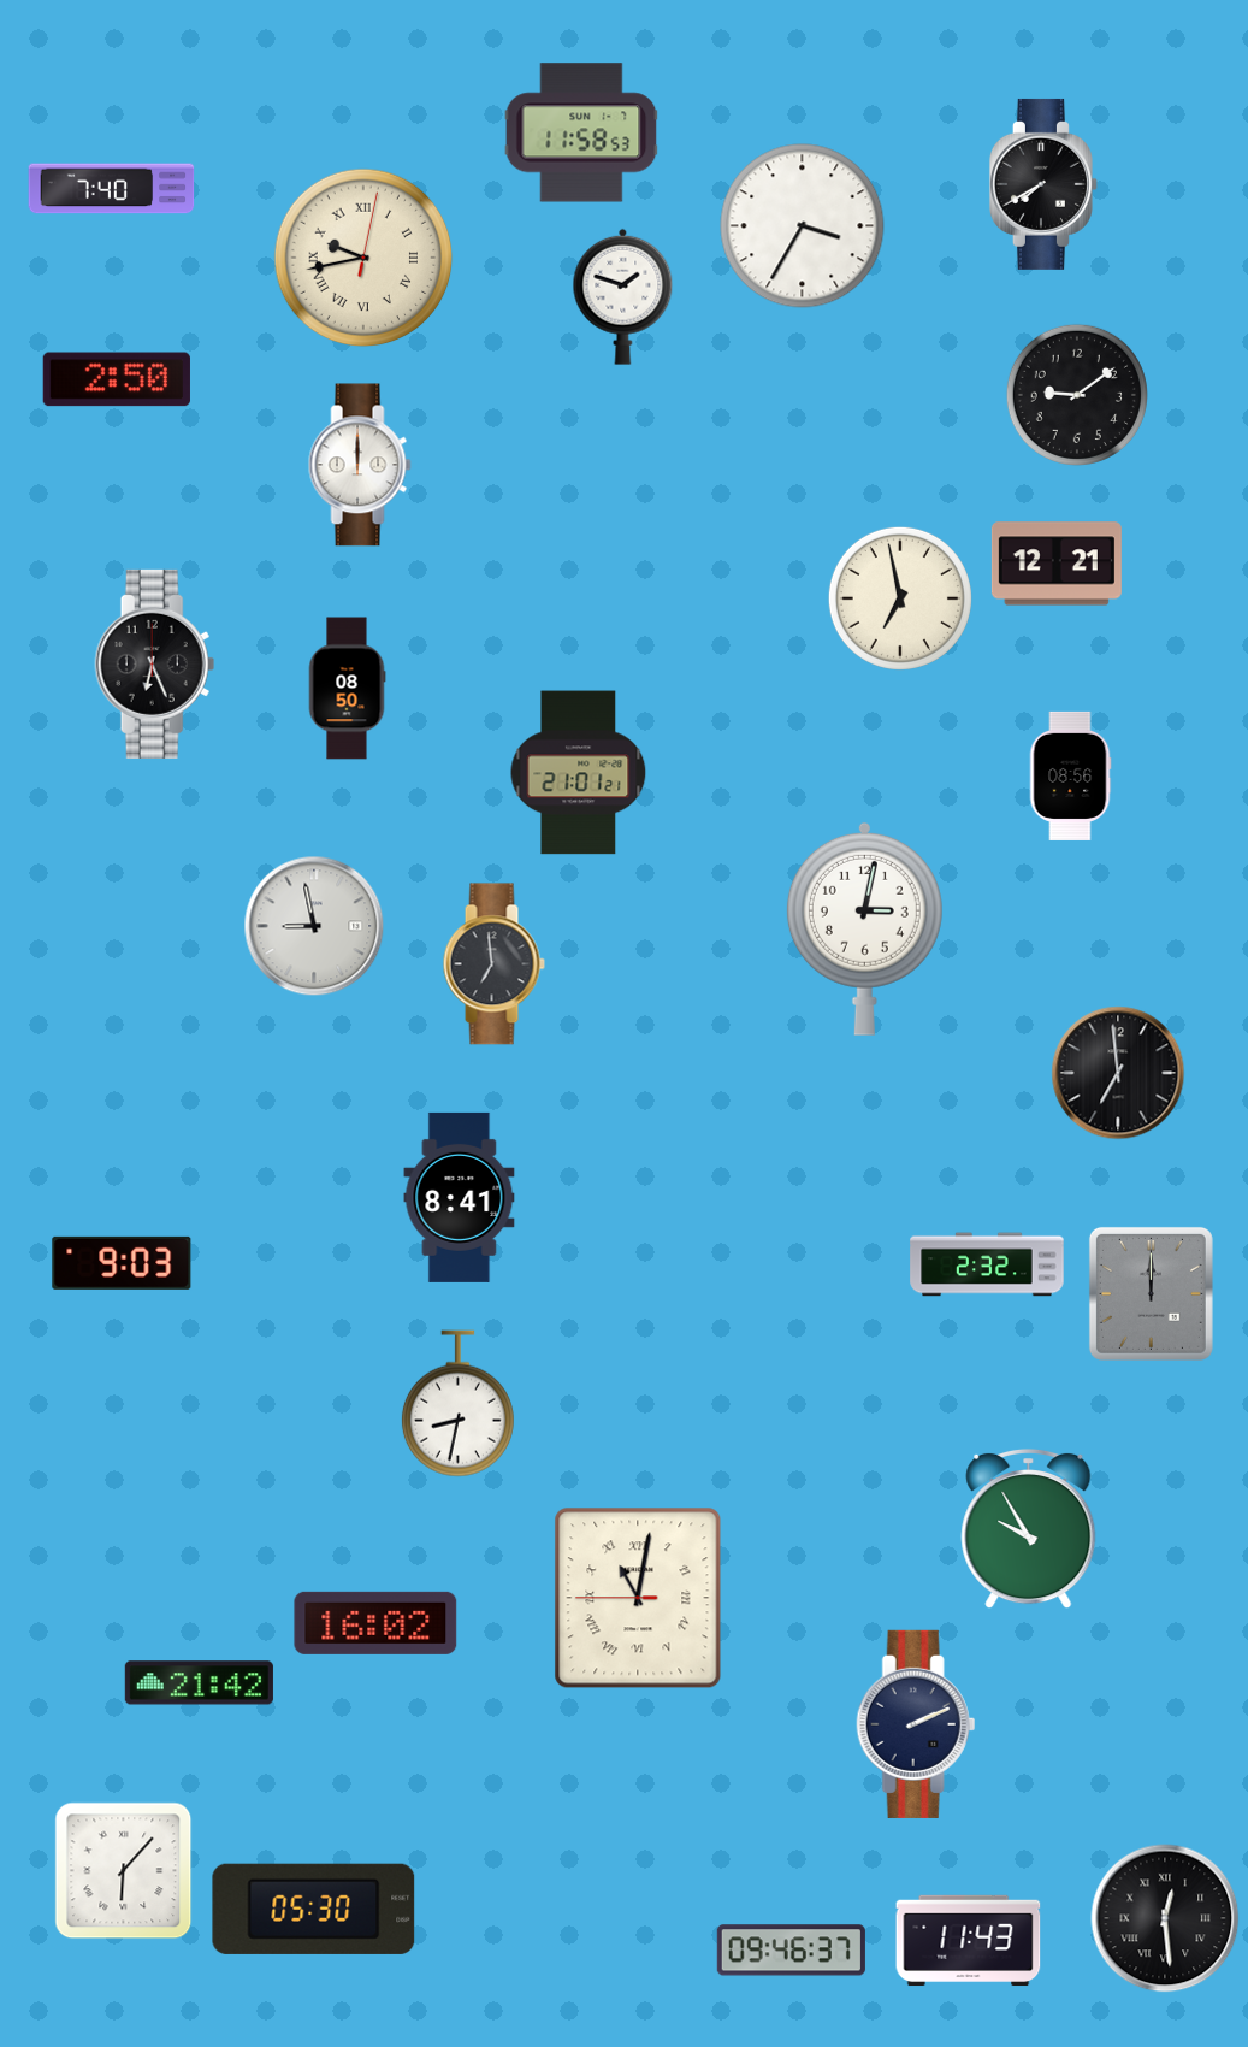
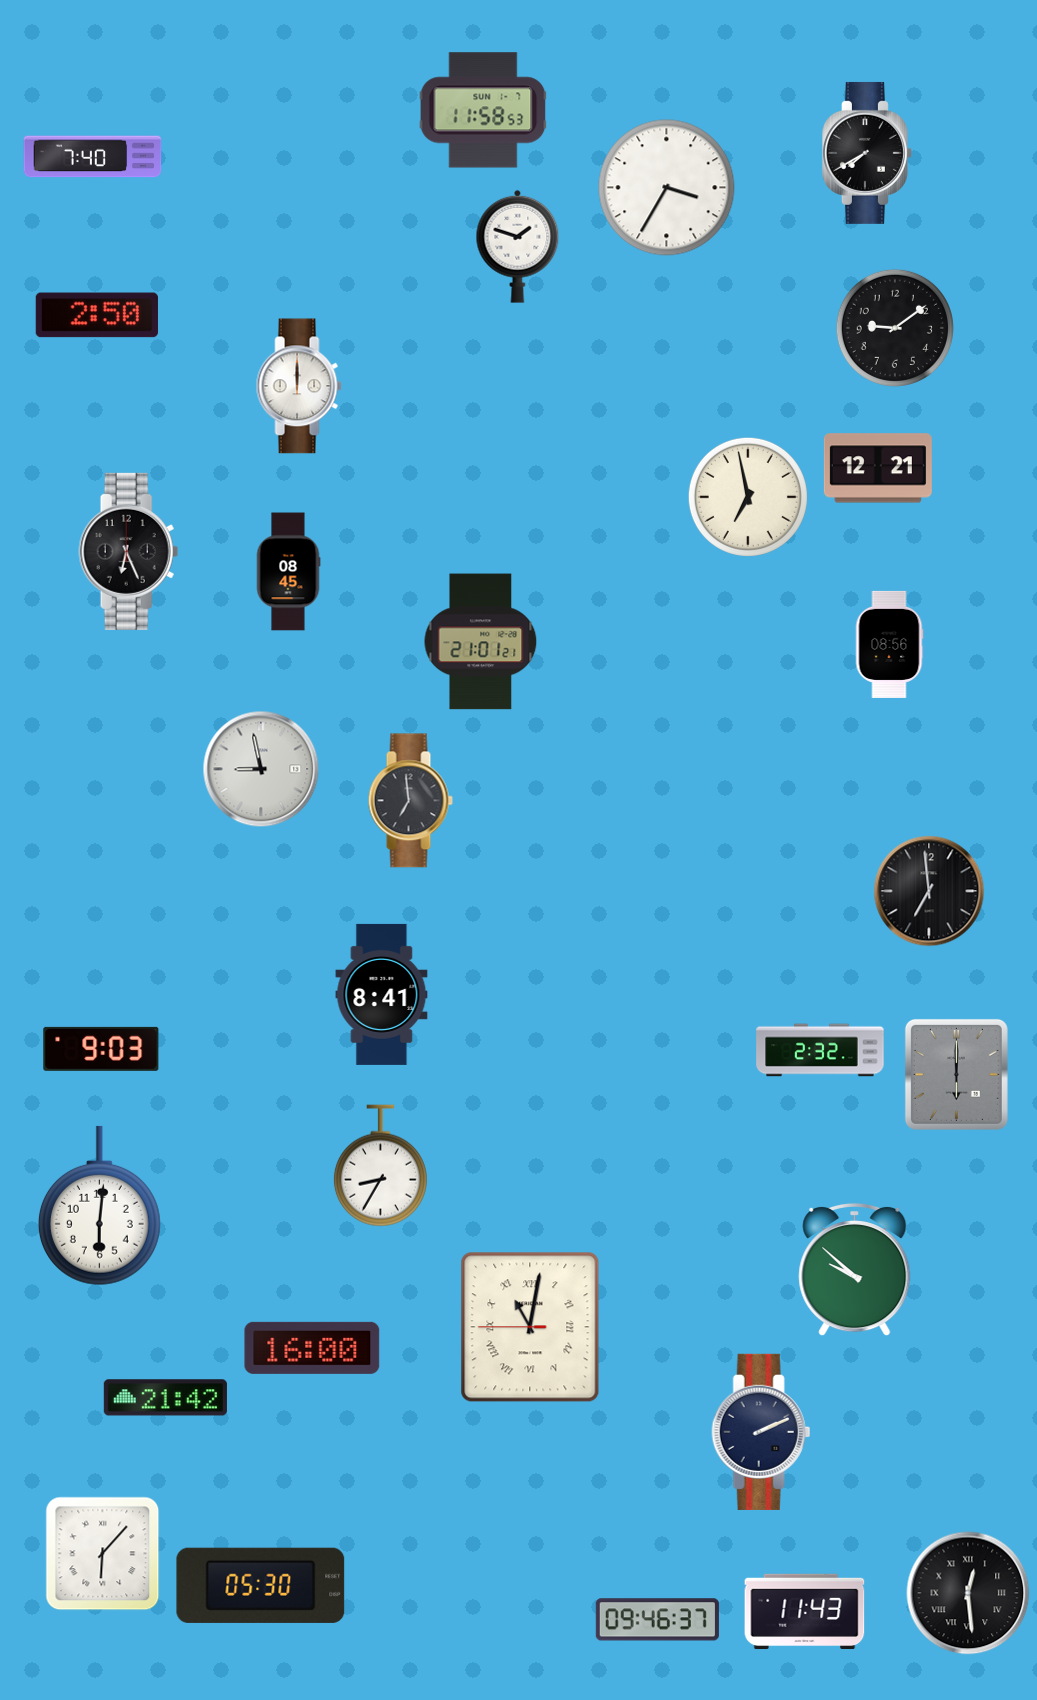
clock at (363, 258): 9:43 -> none
clock at (347, 689): 08:50 -> 08:45
clock at (864, 928): 3:02 -> none
clock at (1151, 1293): 12:00 -> 6:00
clock at (457, 1404): 8:32 -> 8:35
clock at (99, 1206): none -> 6:01
clock at (1029, 1529): 9:55 -> 9:52
clock at (375, 1623): 16:02 -> 16:00
